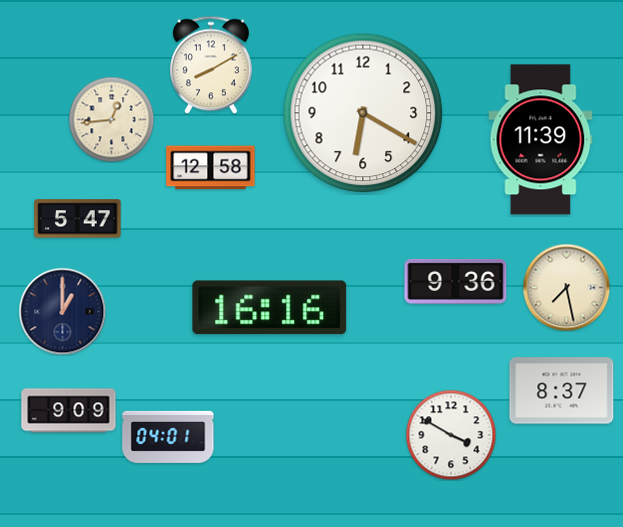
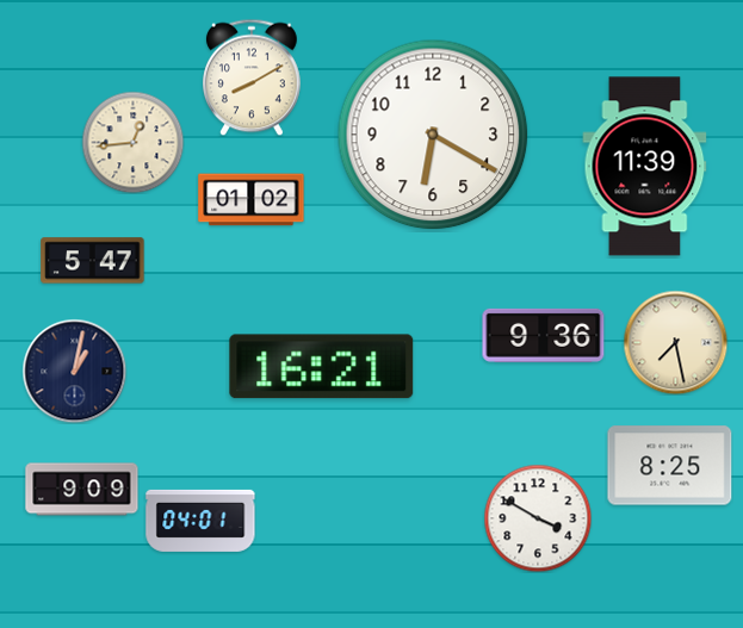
clock at (211, 168): 12:58 -> 01:02
clock at (270, 308): 16:16 -> 16:21
clock at (62, 311): 1:00 -> 1:02
clock at (562, 391): 8:37 -> 8:25
